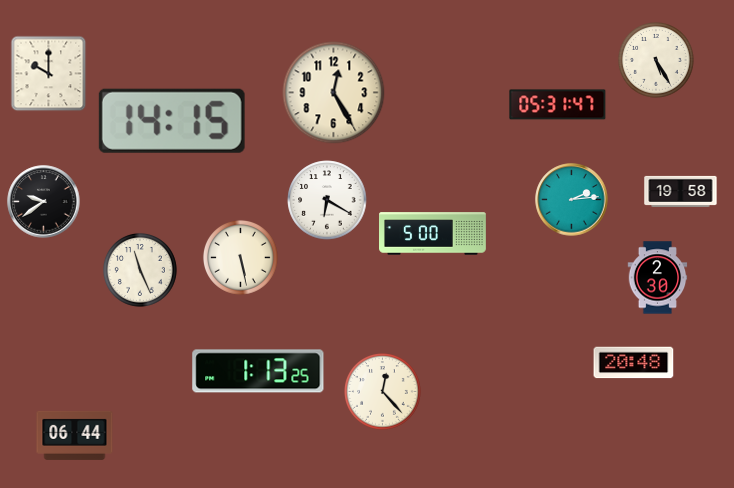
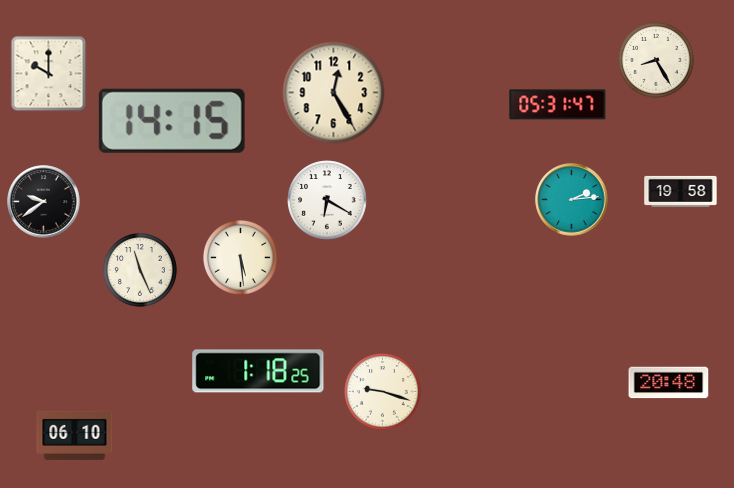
clock at (657, 61): 5:25 -> 8:25
clock at (433, 234): 5:00 -> none
clock at (241, 258): 5:28 -> 5:29
clock at (658, 278): 2:30 -> none
clock at (634, 363) position: (634, 363) -> (669, 383)
clock at (258, 371): 1:13 -> 1:18
clock at (383, 392): 12:23 -> 9:18
clock at (75, 435): 06:44 -> 06:10
